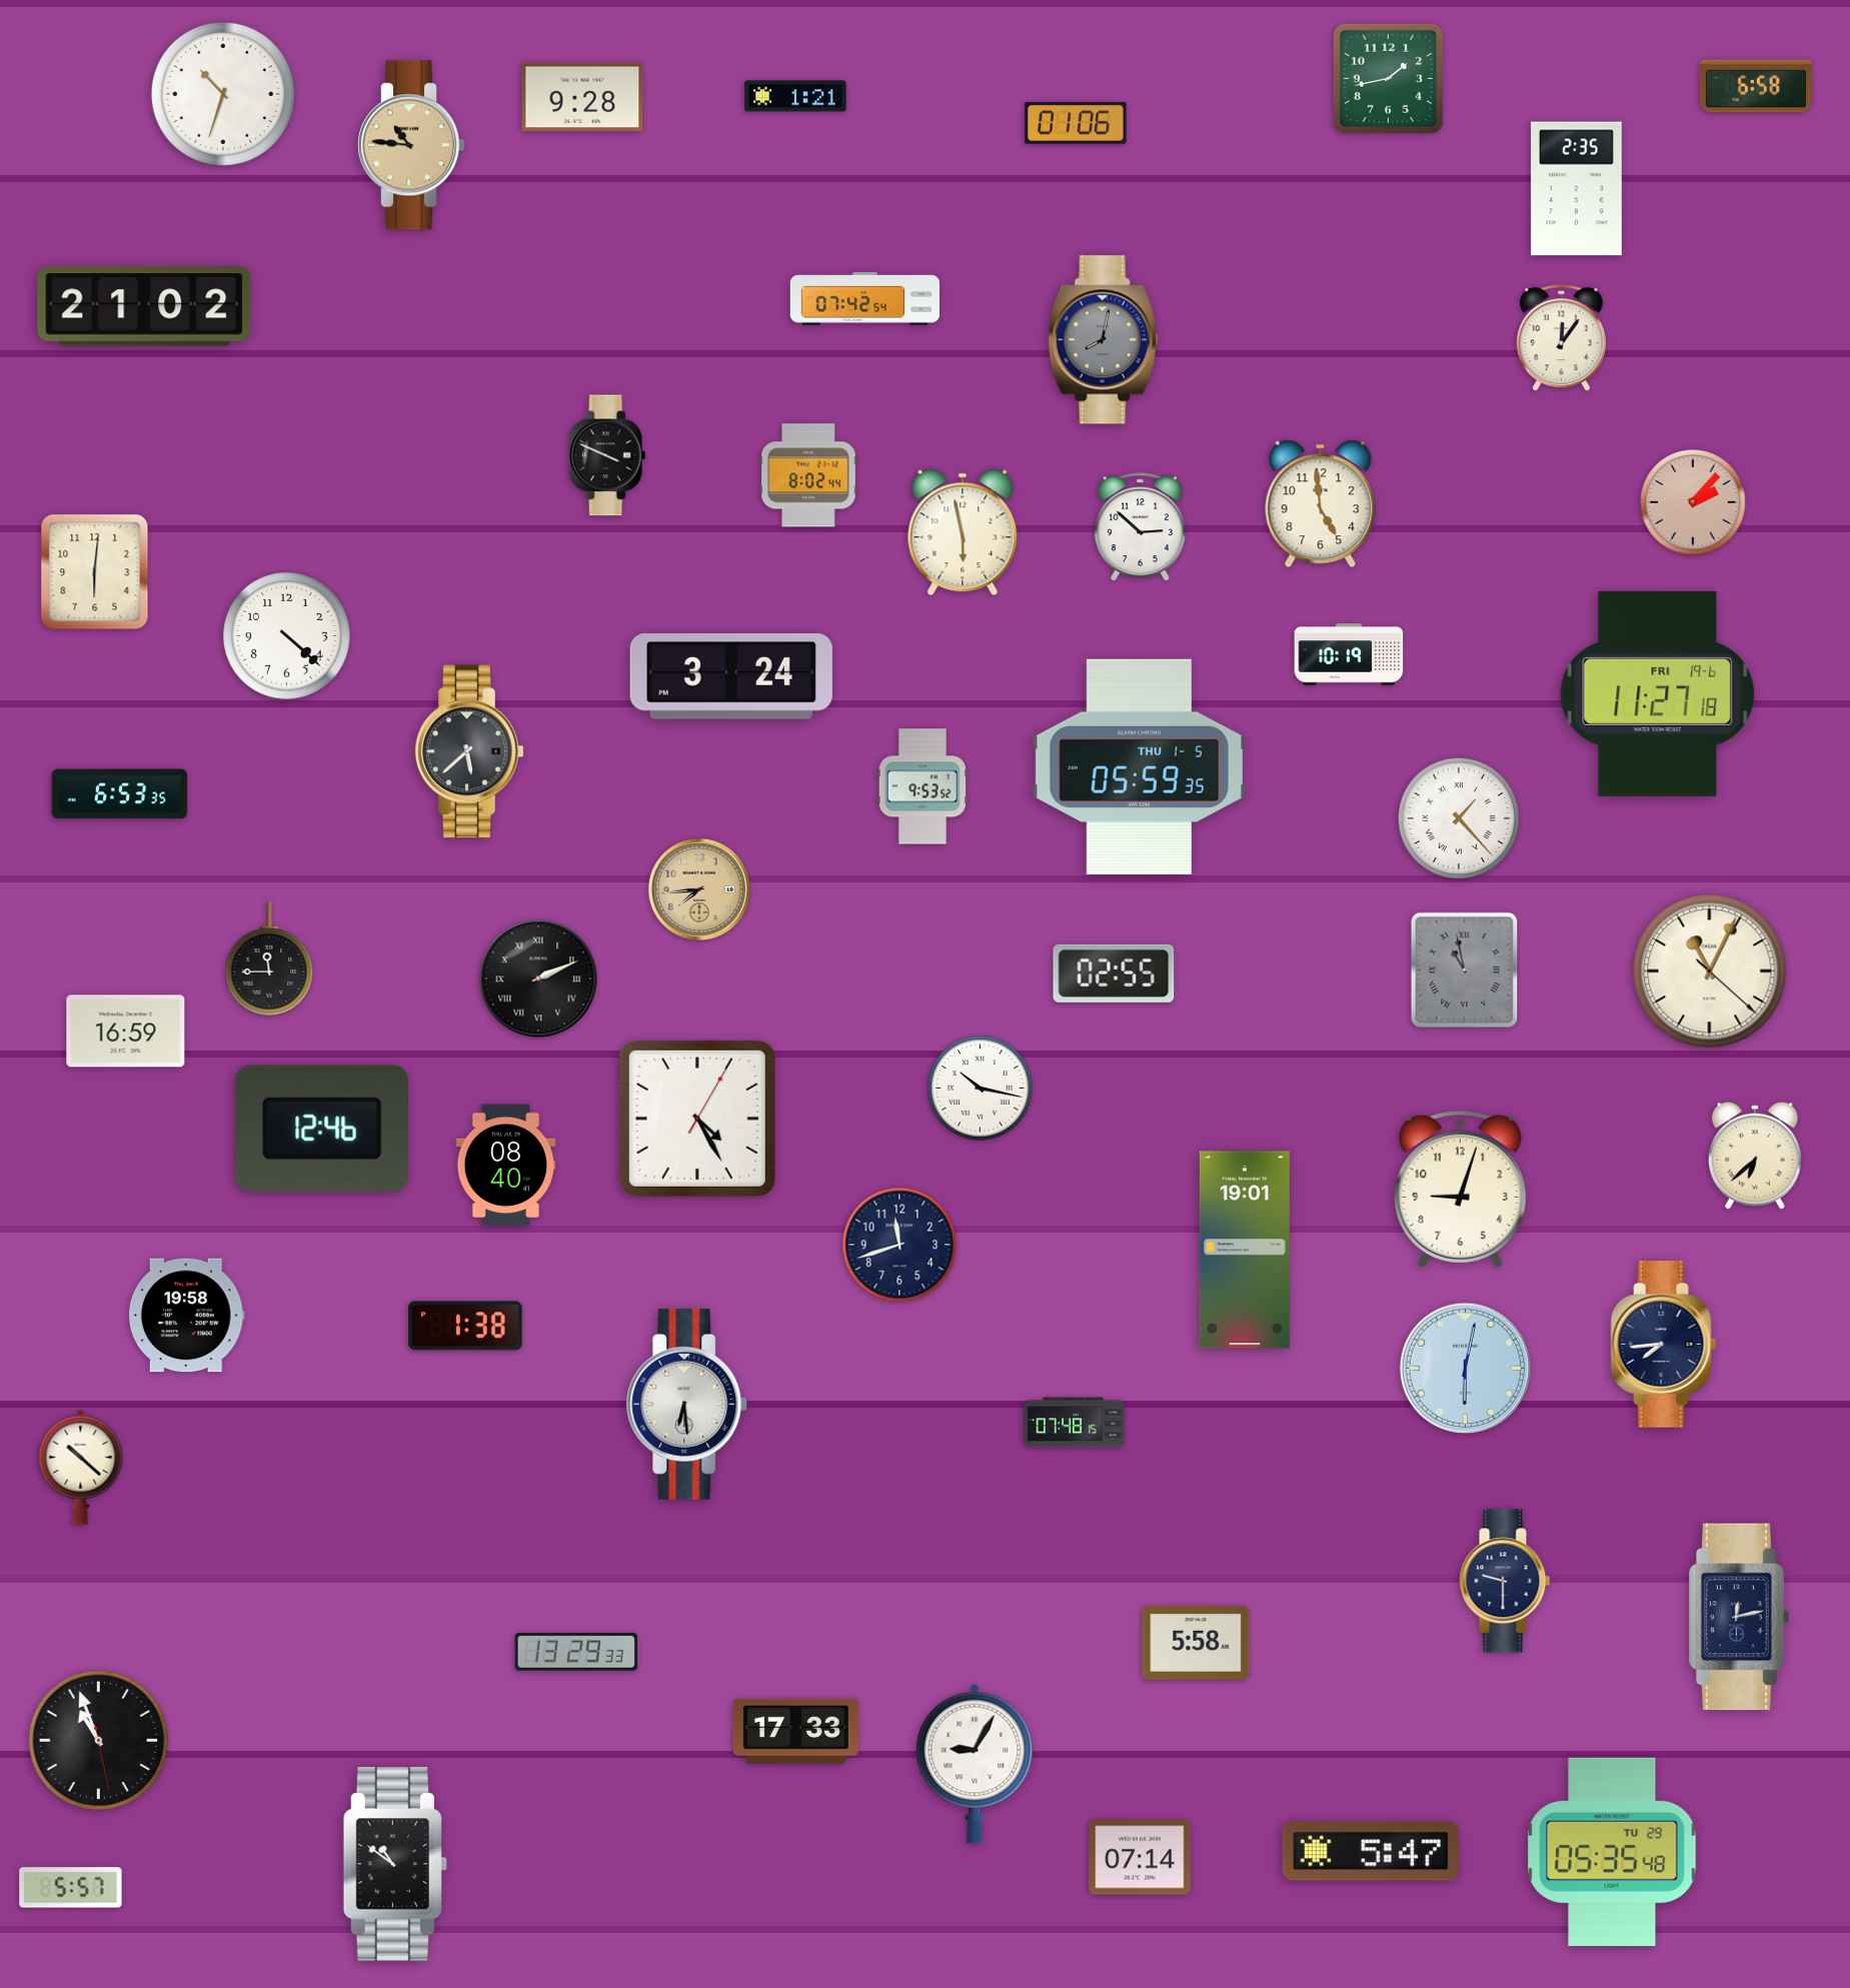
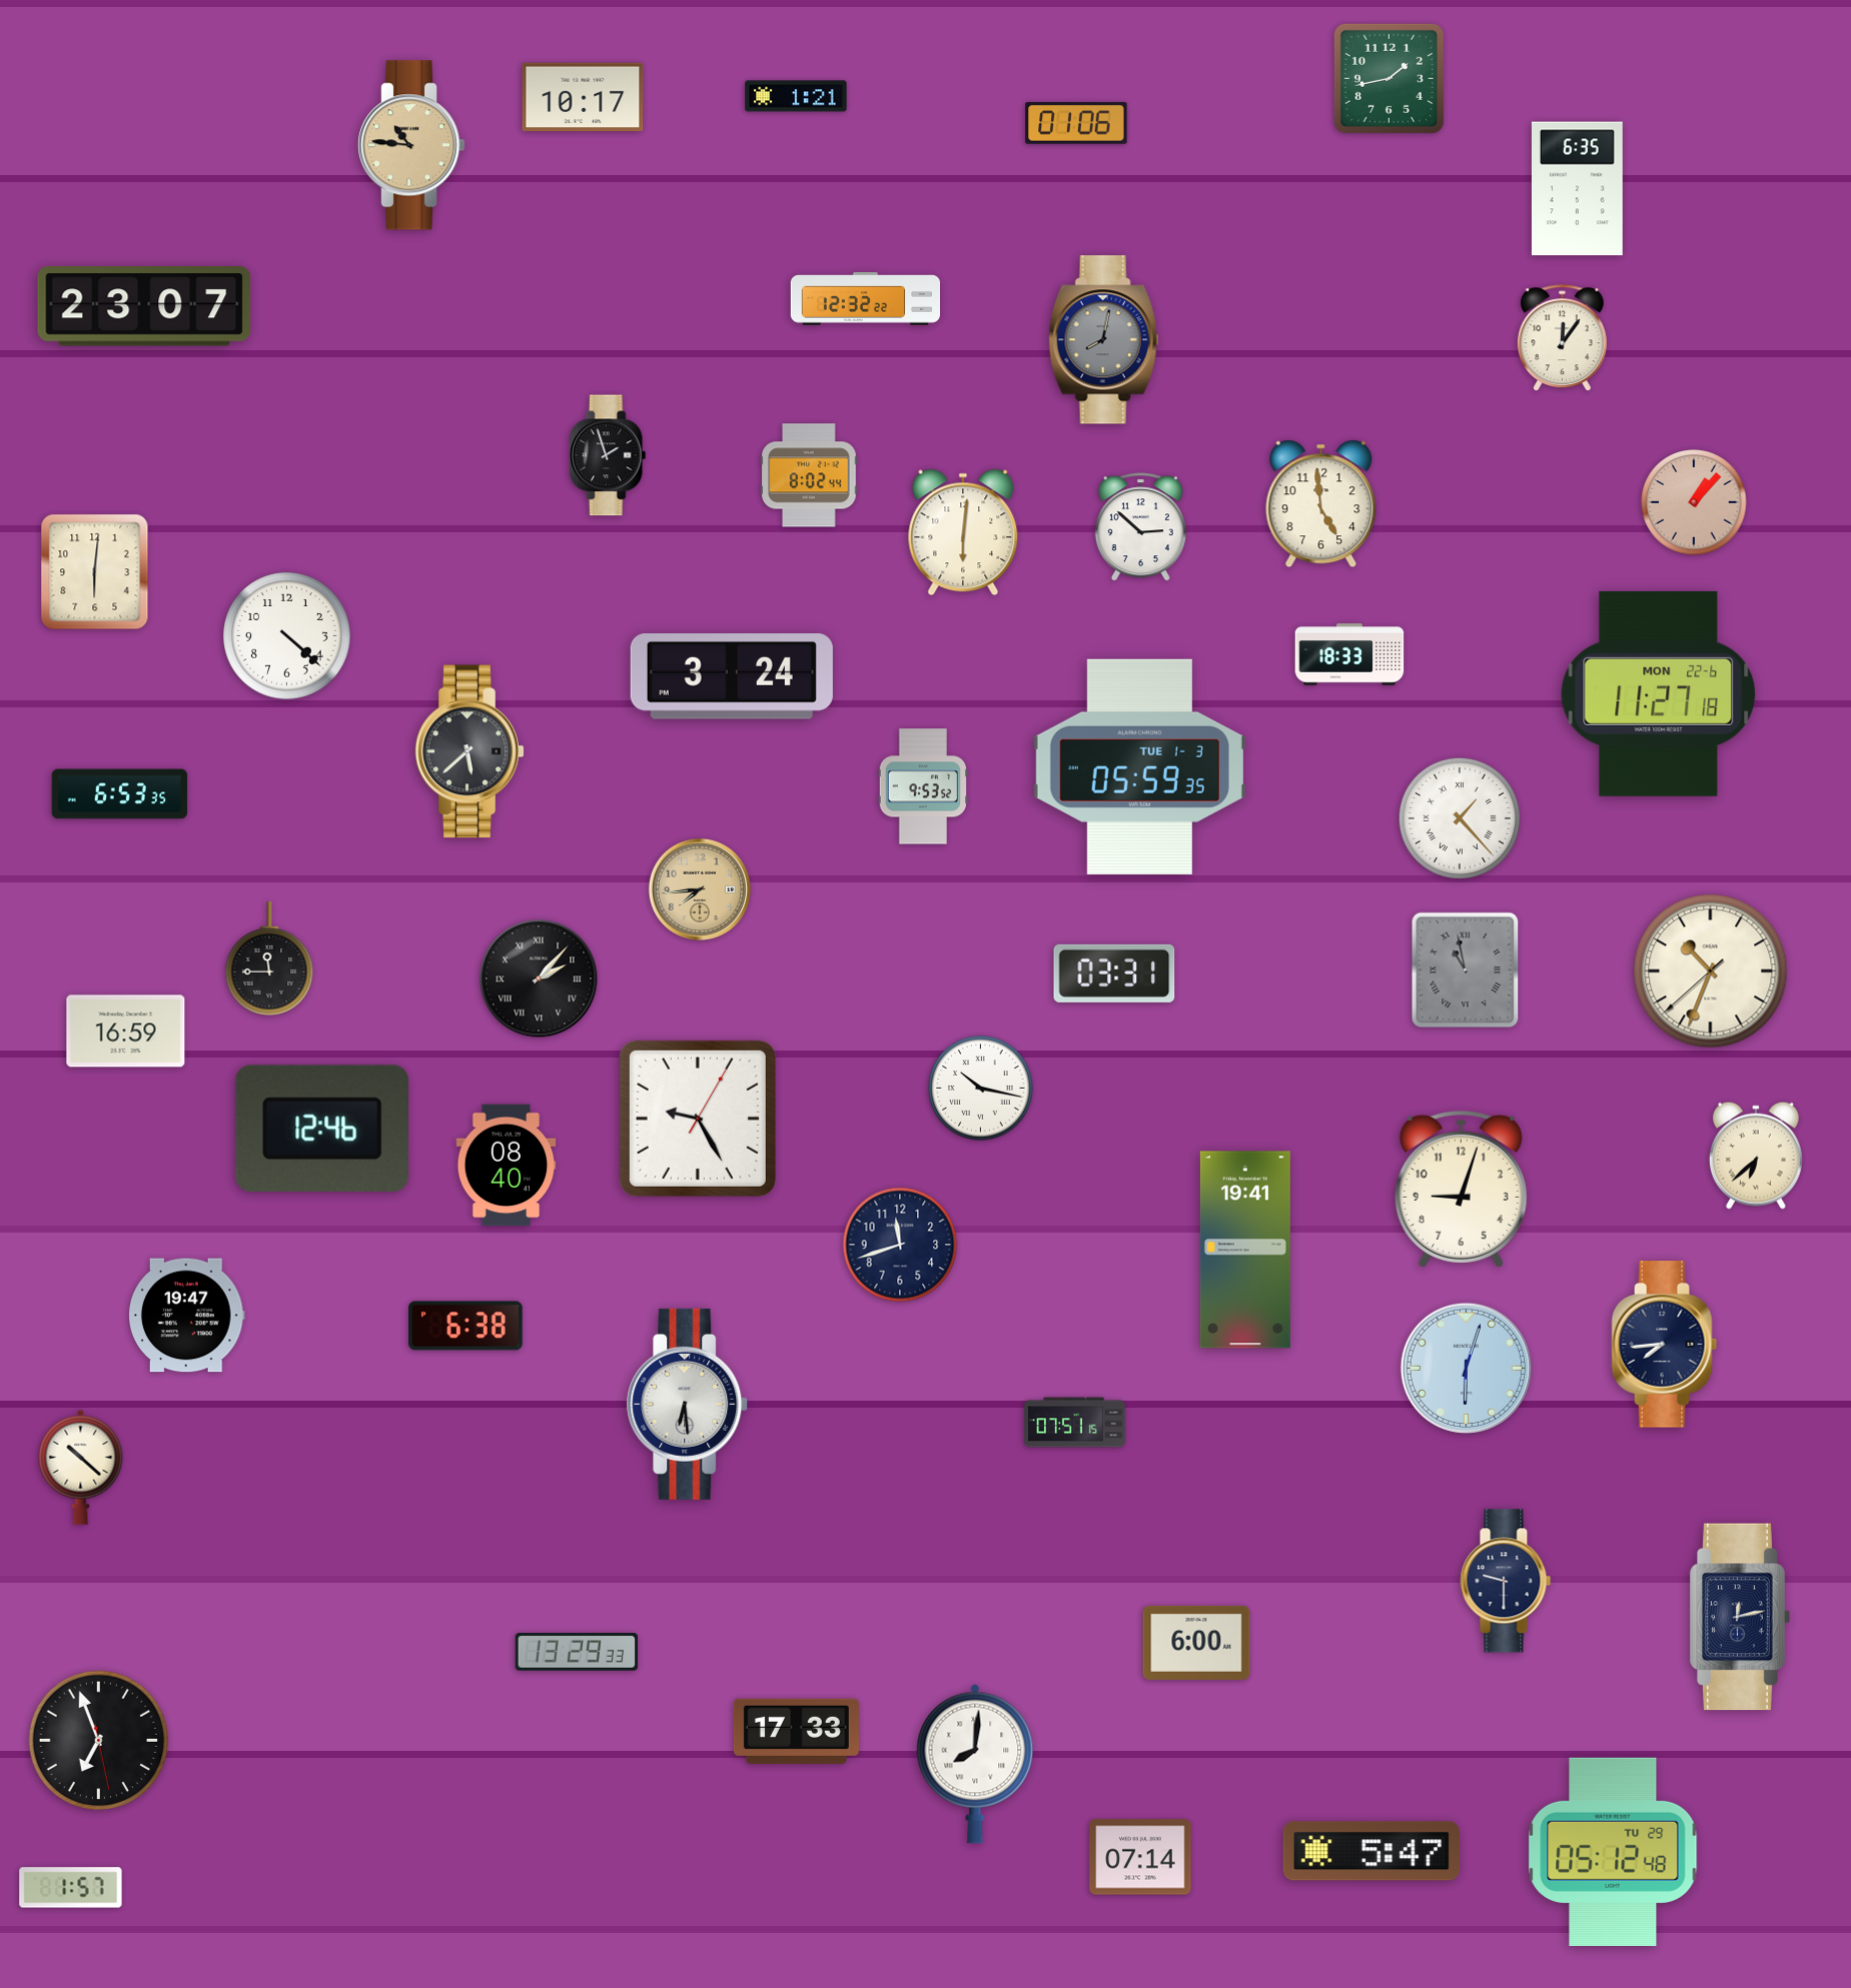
clock at (1756, 86): 6:58 -> none
clock at (223, 94): 10:33 -> none
clock at (582, 97): 9:28 -> 10:17
clock at (1576, 189): 2:35 -> 6:35
clock at (864, 299): 07:42 -> 12:32
clock at (144, 306): 21:02 -> 23:07
clock at (607, 455): 3:49 -> 1:57
clock at (1693, 502): 2:07 -> 1:07
clock at (963, 532): 5:58 -> 6:01
clock at (1349, 654): 10:19 -> 18:33
clock at (1658, 693) date: FRI 19-6 -> MON 22-6
clock at (1139, 766) date: THU 1-5 -> TUE 1-3
clock at (1710, 971): 11:04 -> 10:33
clock at (1114, 973): 02:55 -> 03:31
clock at (538, 978): 2:11 -> 2:07
clock at (697, 1119): 4:25 -> 9:25
clock at (1245, 1250): 19:01 -> 19:41
clock at (187, 1316): 19:58 -> 19:47
clock at (465, 1326): 1:38 -> 6:38
clock at (1465, 1368): 6:02 -> 6:03
clock at (1075, 1423): 07:48 -> 07:51
clock at (1196, 1643): 5:58 -> 6:00
clock at (99, 1741): 10:56 -> 6:56
clock at (975, 1764): 9:05 -> 8:01
clock at (1612, 1852): 05:35 -> 05:12
clock at (394, 1864): 10:51 -> none
clock at (71, 1888): 5:57 -> 1:57
